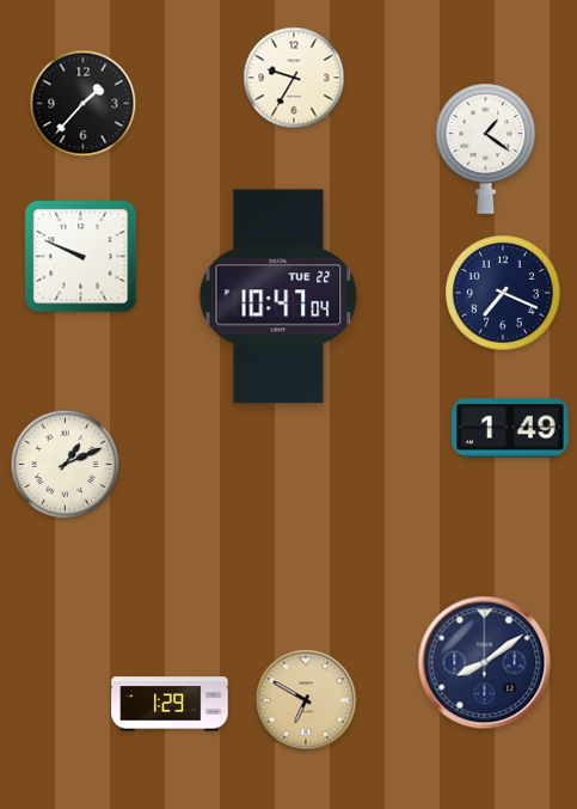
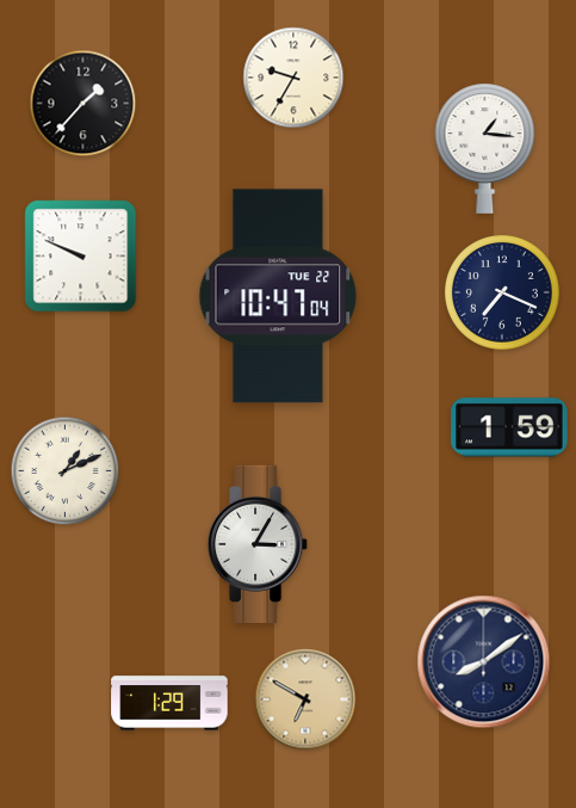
clock at (486, 148): 1:21 -> 1:16
clock at (510, 428): 1:49 -> 1:59
clock at (66, 465) position: (66, 465) -> (66, 471)
clock at (259, 544): none -> 3:05
